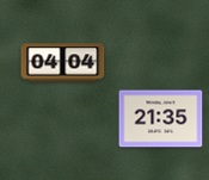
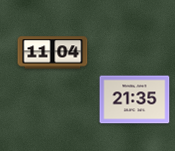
clock at (63, 63): 04:04 -> 11:04
